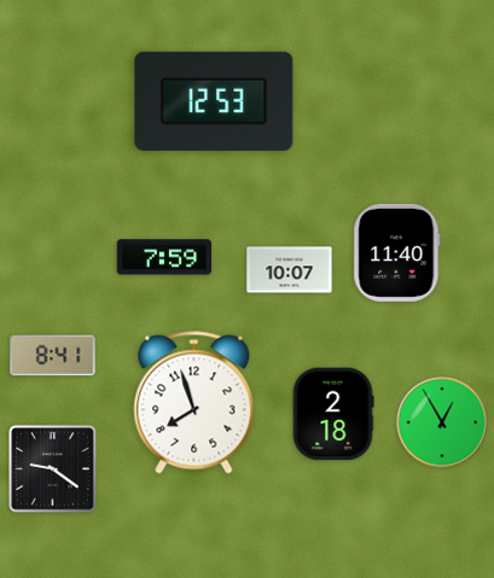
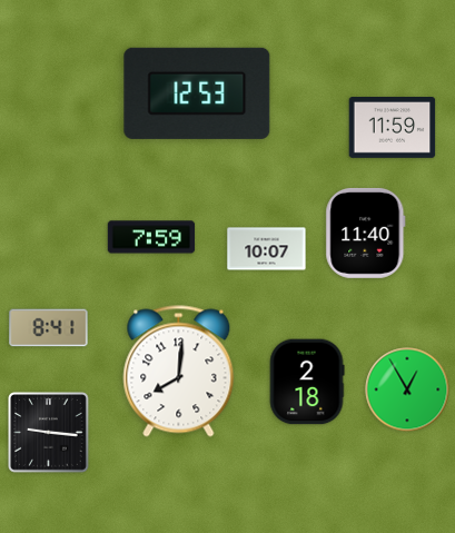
clock at (393, 128): none -> 11:59
clock at (194, 403): 7:57 -> 8:01
clock at (53, 469): 9:21 -> 9:16
